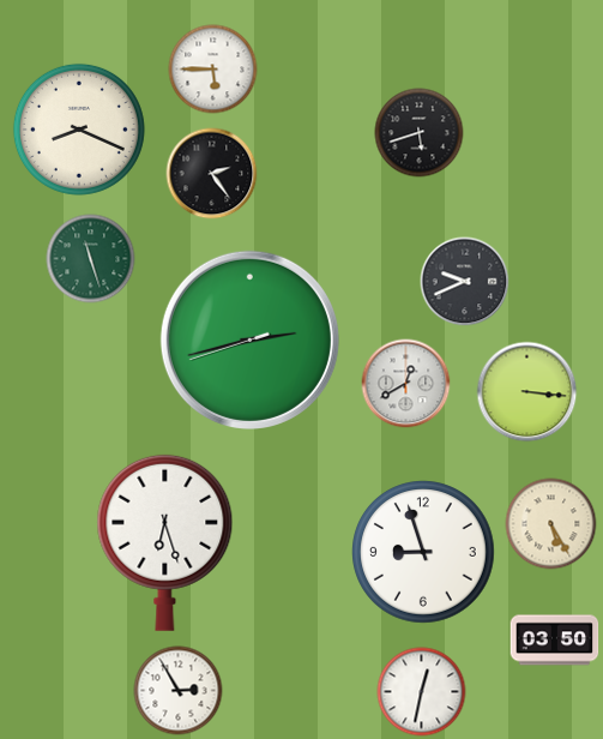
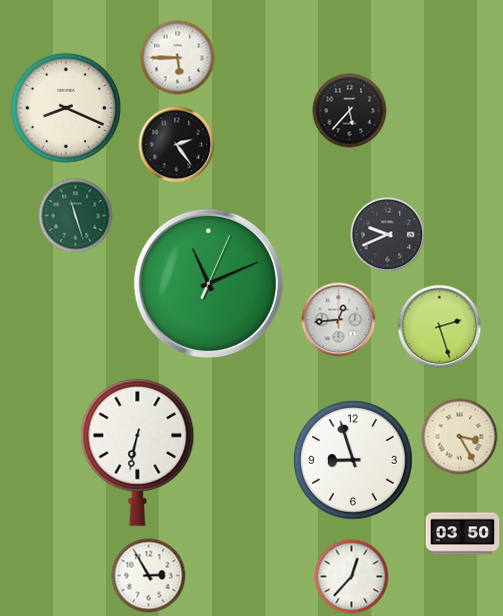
clock at (420, 133): 5:42 -> 5:37
clock at (249, 340): 2:42 -> 11:11
clock at (406, 384): 12:40 -> 12:44
clock at (527, 392): 3:16 -> 2:27
clock at (551, 524): 5:25 -> 3:25
clock at (165, 542): 6:27 -> 6:32
clock at (422, 692): 12:32 -> 12:37
